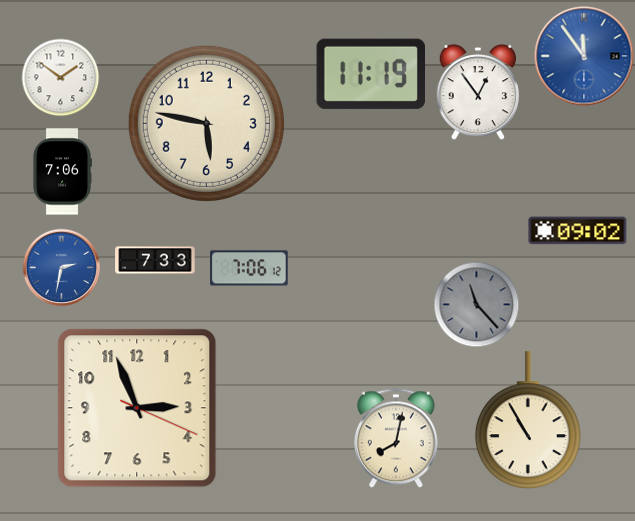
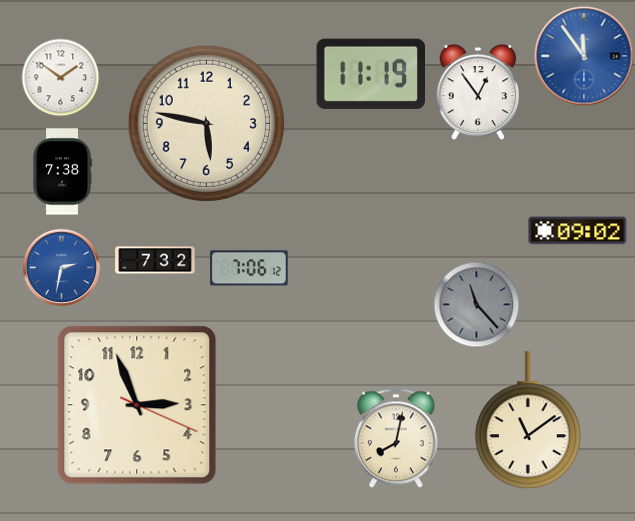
clock at (62, 172): 7:06 -> 7:38
clock at (155, 260): 7:33 -> 7:32
clock at (137, 408) position: (137, 408) -> (137, 405)
clock at (528, 420): 10:55 -> 11:09
